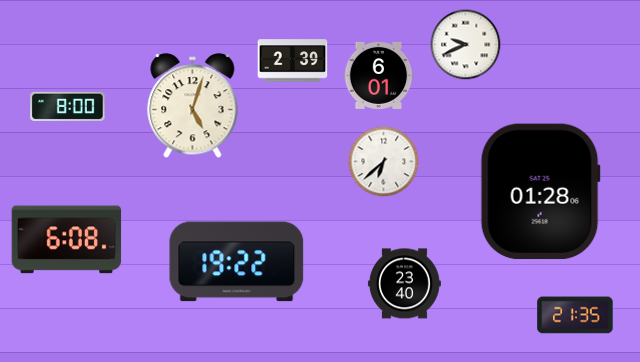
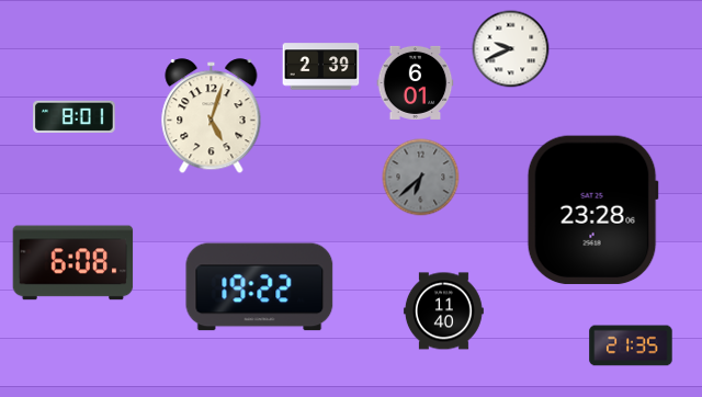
clock at (68, 107): 8:00 -> 8:01
clock at (384, 162) dial: white -> grey
clock at (540, 192): 01:28 -> 23:28
clock at (404, 284): 23:40 -> 11:40
